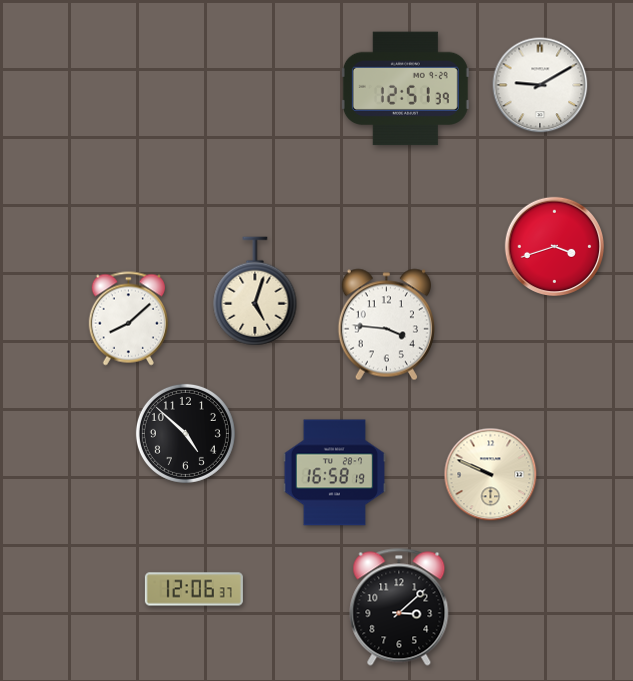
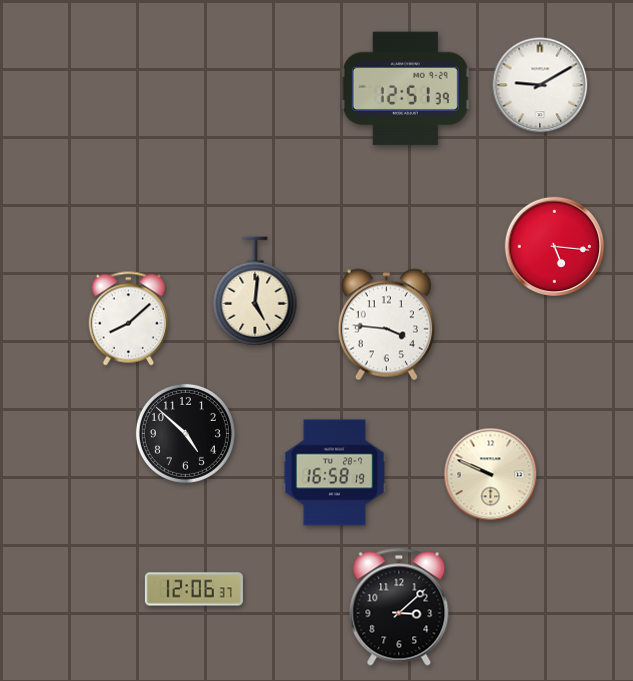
clock at (554, 246): 3:42 -> 5:16
clock at (255, 291): 5:03 -> 5:01
